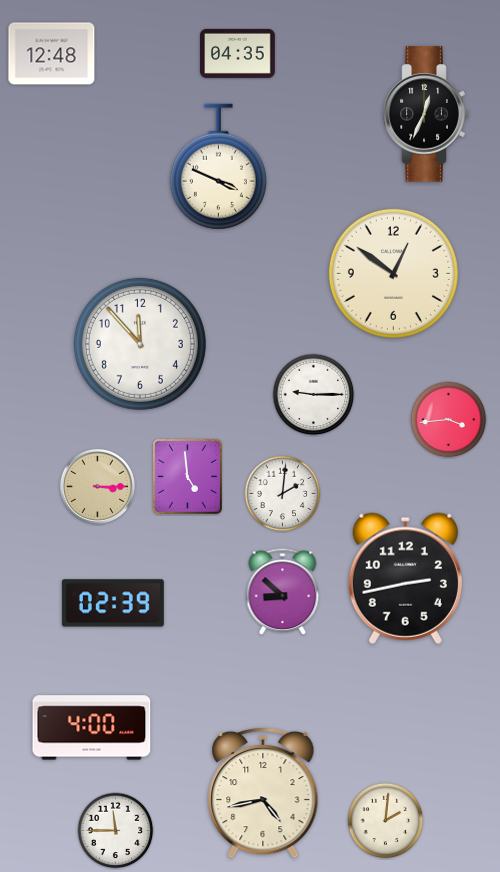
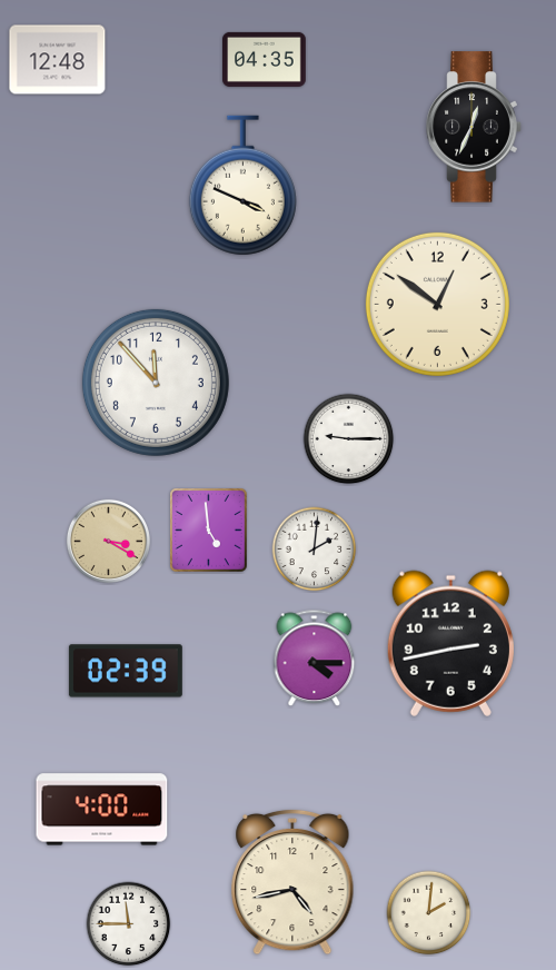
clock at (449, 420): 3:44 -> none
clock at (97, 486): 3:15 -> 3:20
clock at (283, 592): 8:52 -> 4:15
